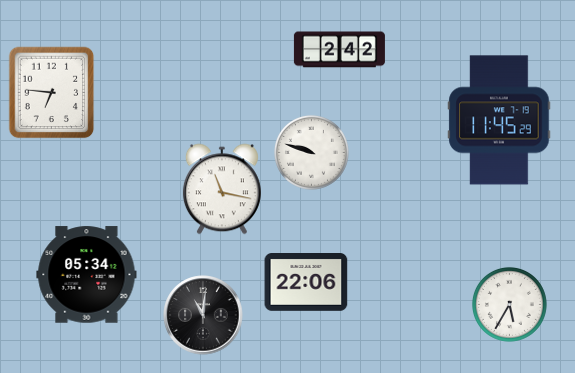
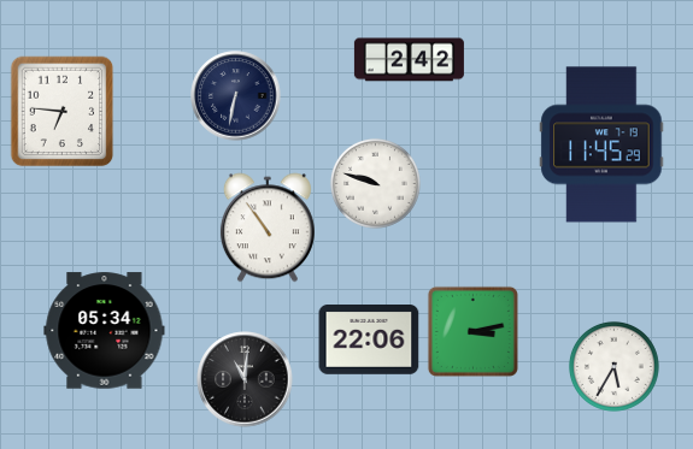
clock at (236, 96): none -> 6:32
clock at (222, 189): 11:17 -> 10:54
clock at (472, 331): none -> 3:13
